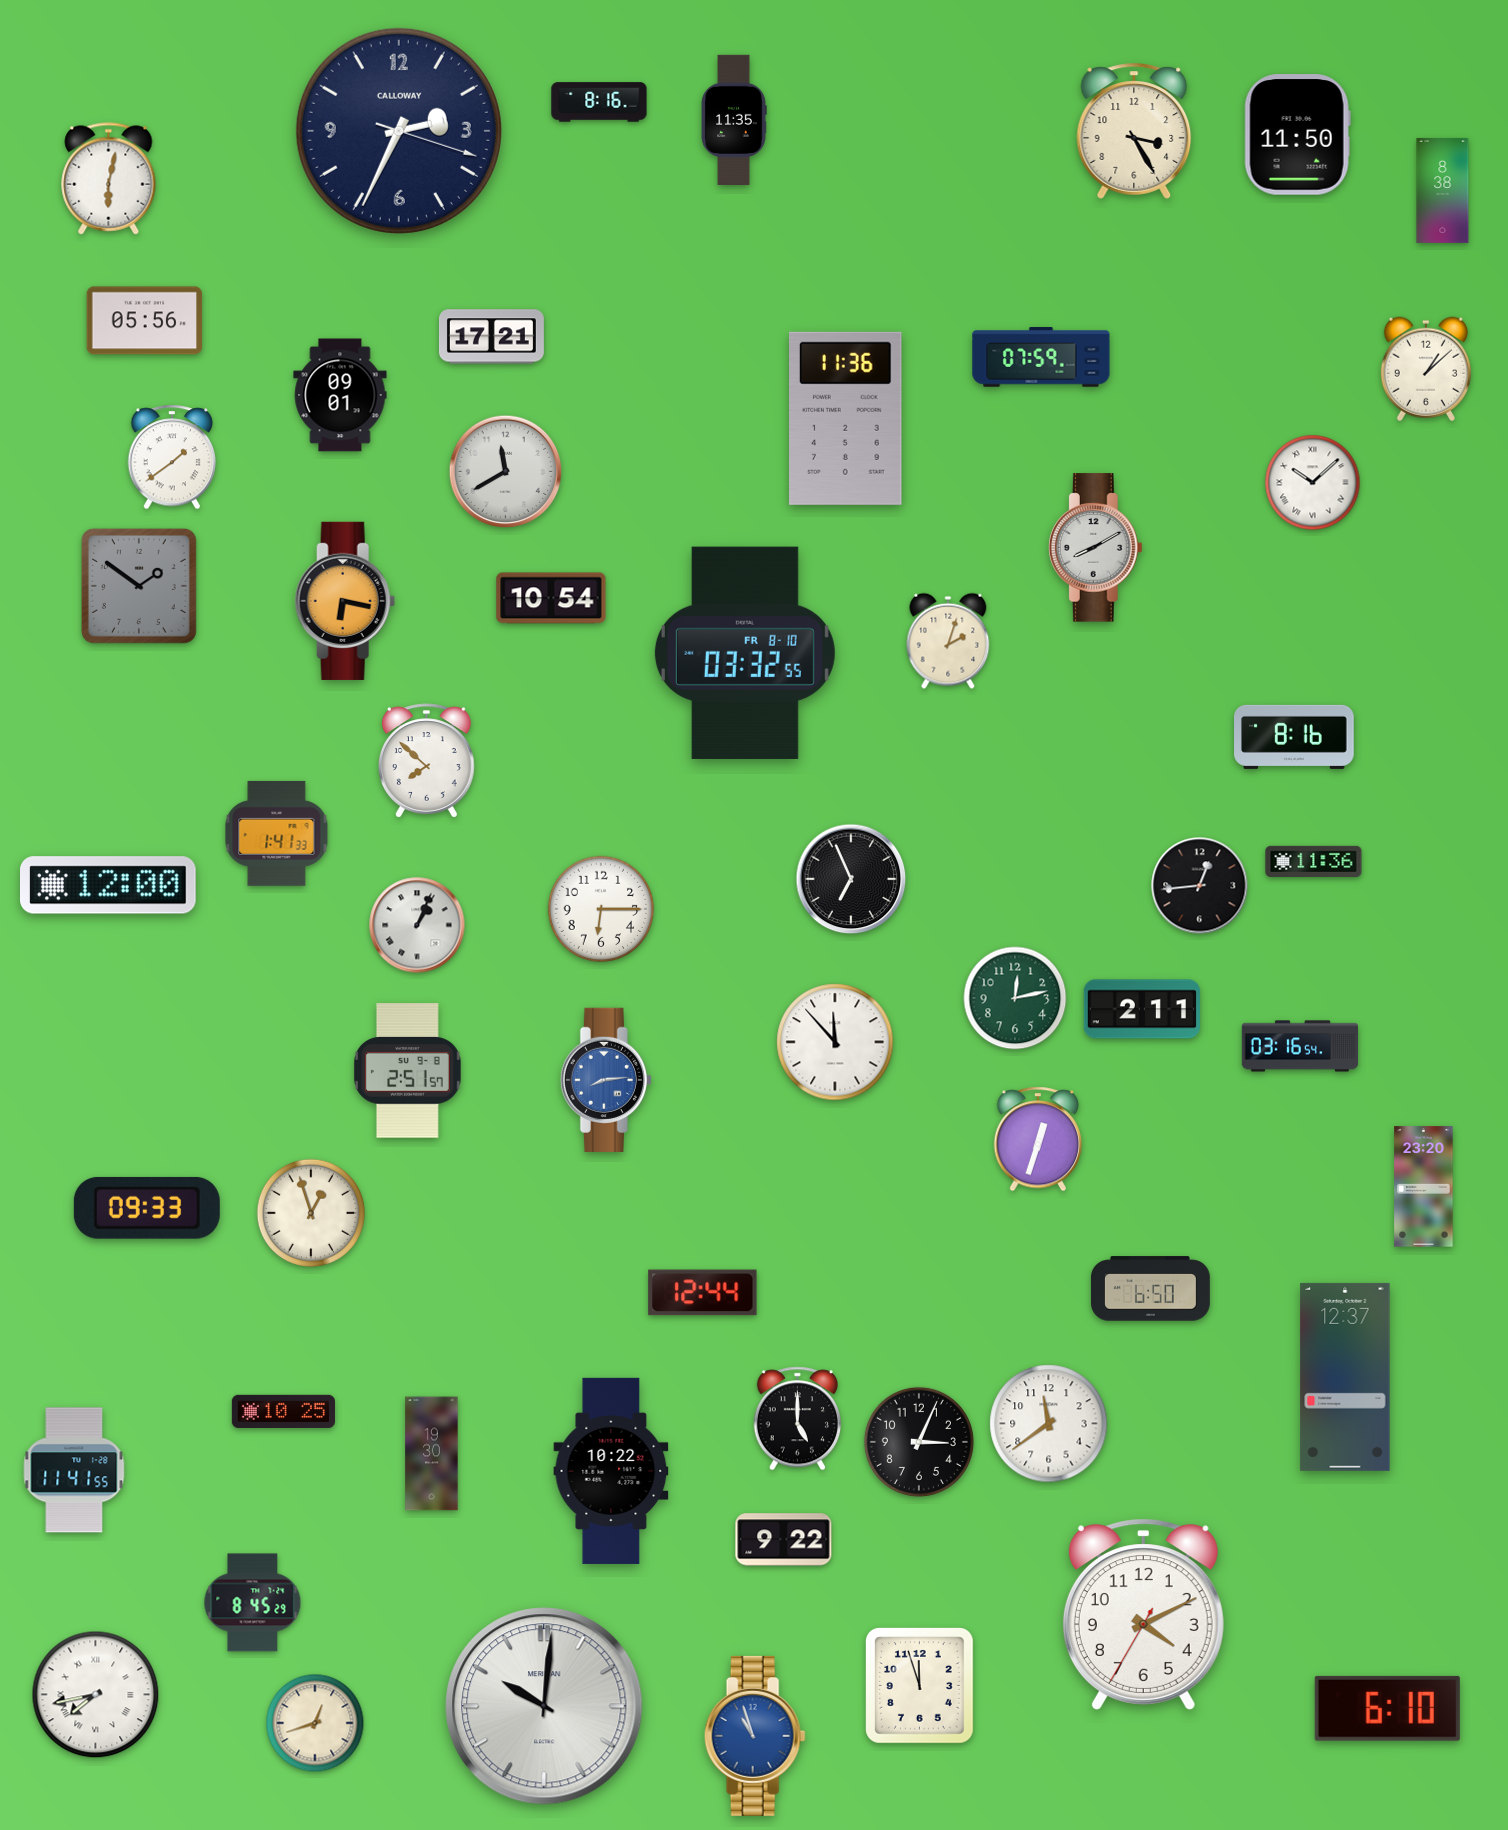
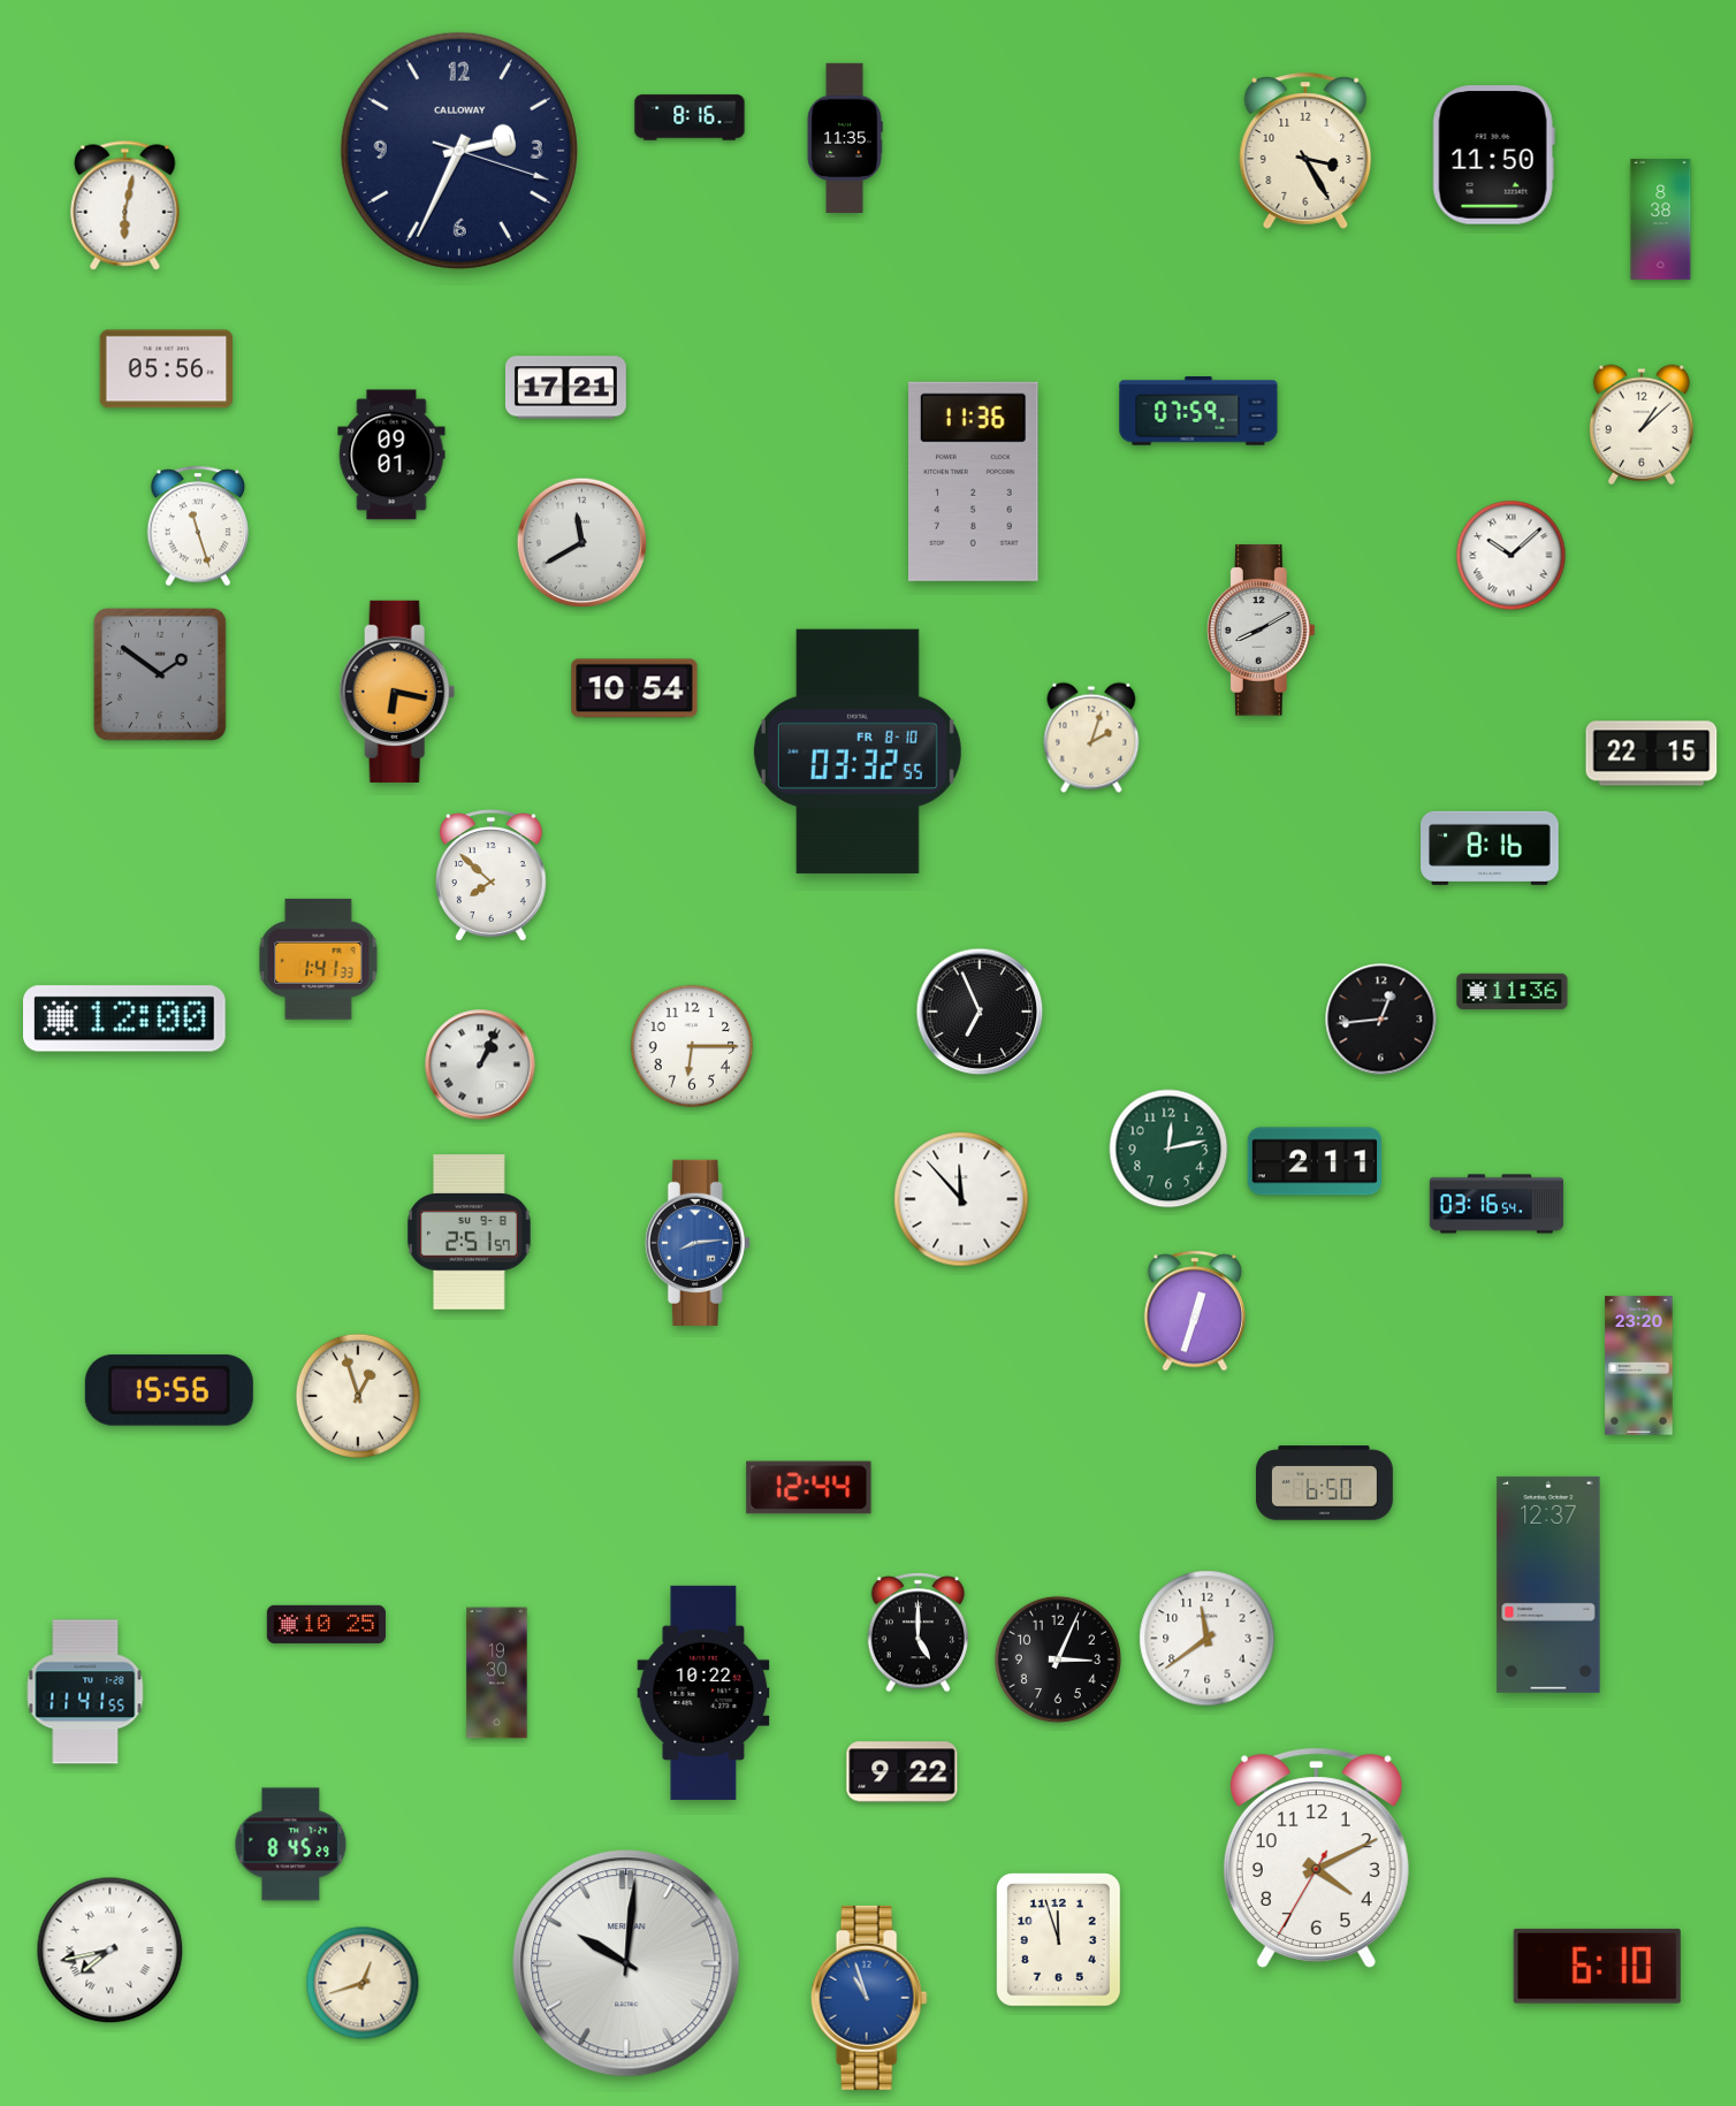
clock at (172, 457): 1:39 -> 11:27
clock at (1652, 754): none -> 22:15
clock at (147, 1208): 09:33 -> 15:56
